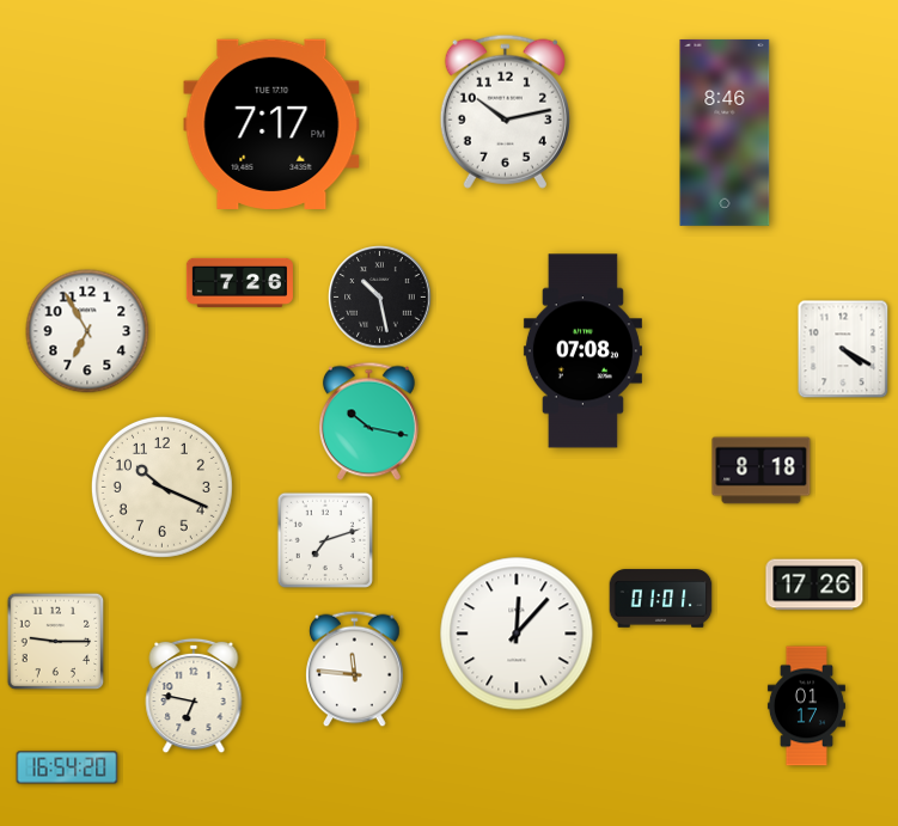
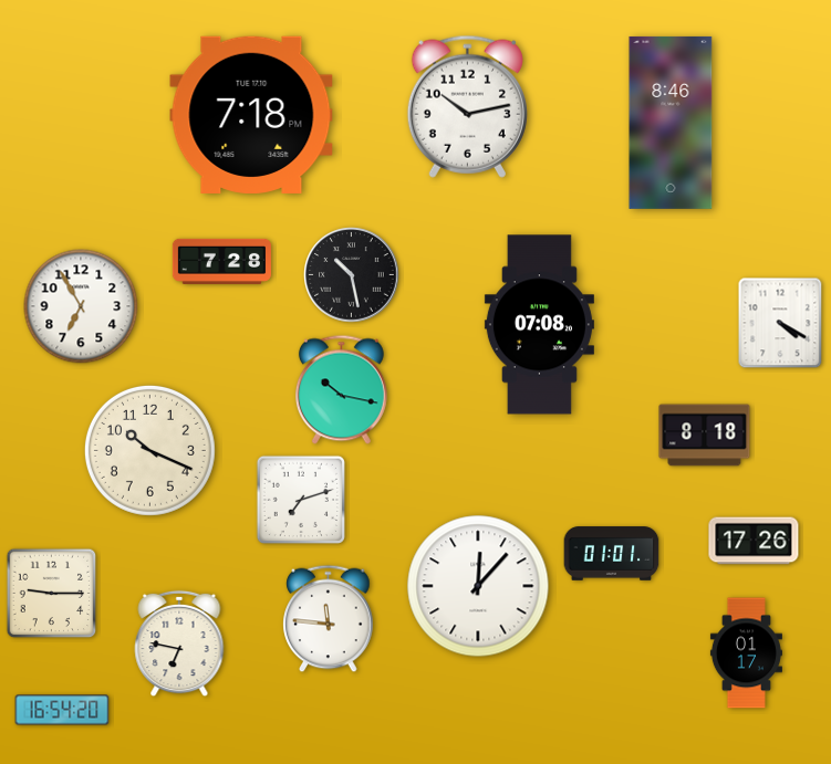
clock at (505, 111) position: (505, 111) -> (467, 106)
clock at (271, 123): 7:17 -> 7:18
clock at (239, 282): 7:26 -> 7:28
